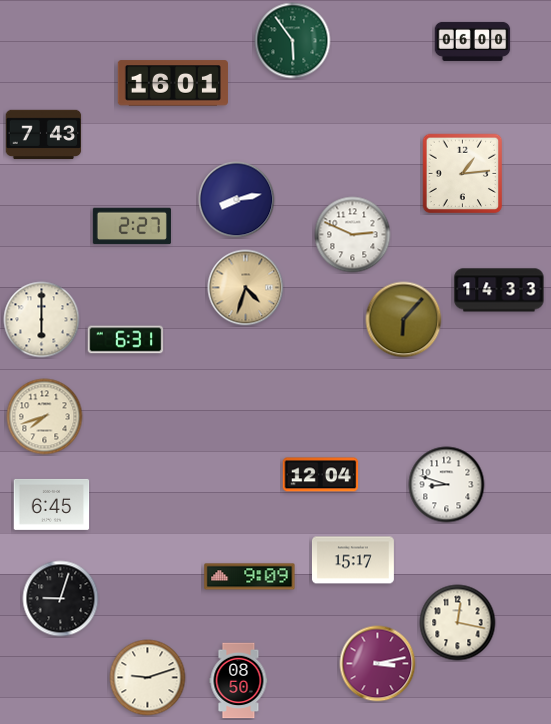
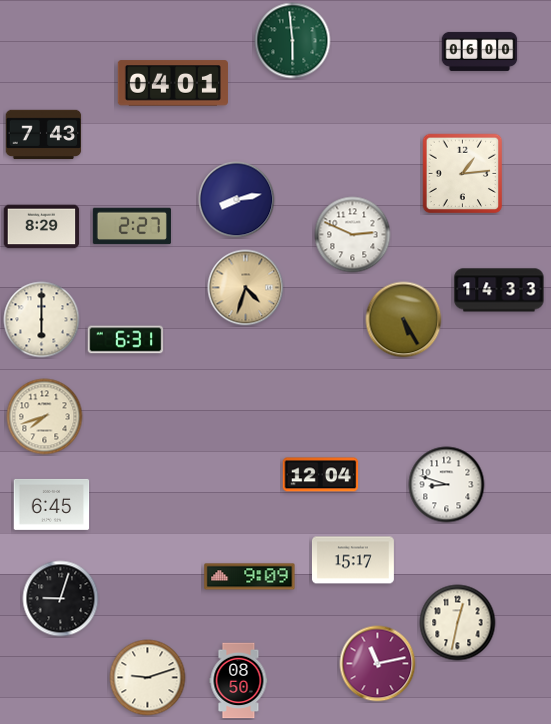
clock at (293, 41): 5:54 -> 5:59
clock at (473, 41) position: (473, 41) -> (480, 51)
clock at (173, 83): 16:01 -> 04:01
clock at (42, 227): none -> 8:29
clock at (404, 320): 6:07 -> 5:25
clock at (458, 623): 12:17 -> 12:32
clock at (378, 664): 3:13 -> 11:13
